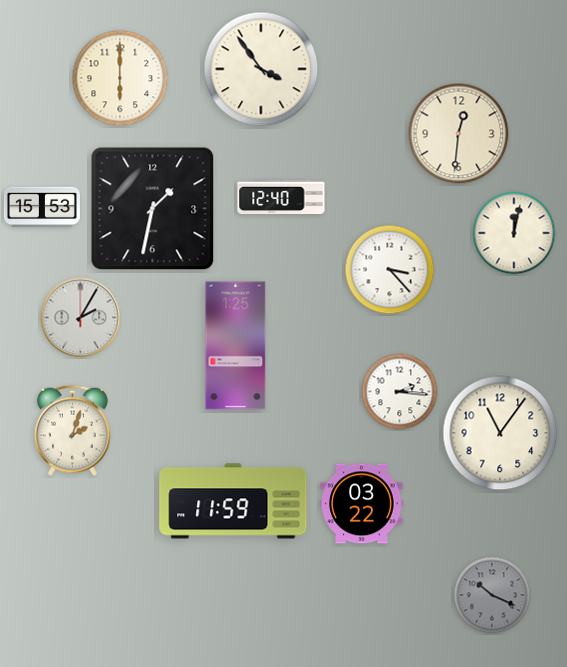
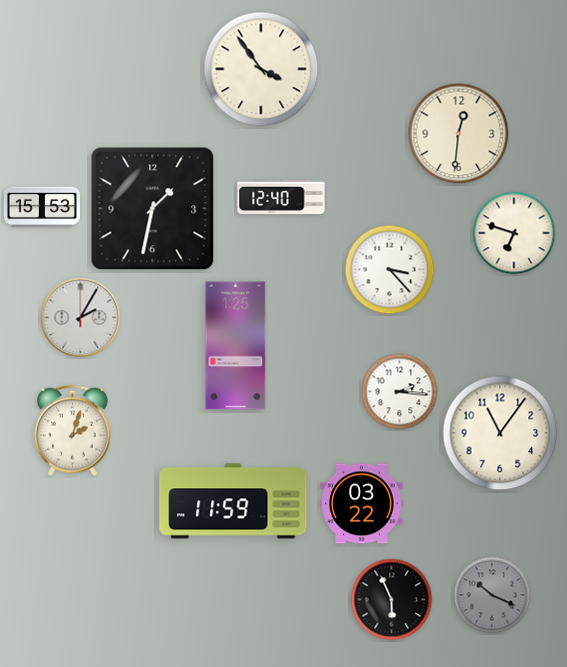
clock at (120, 78): 6:00 -> none
clock at (514, 233): 12:02 -> 6:48
clock at (392, 600): none -> 5:56
